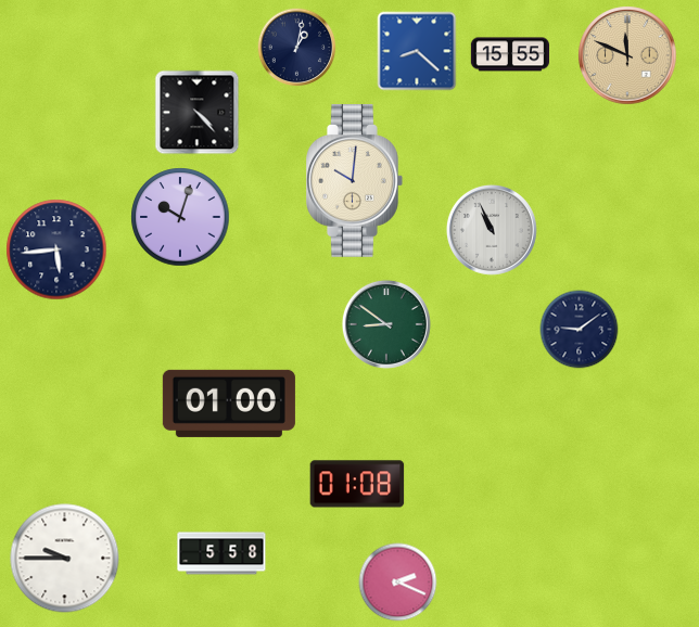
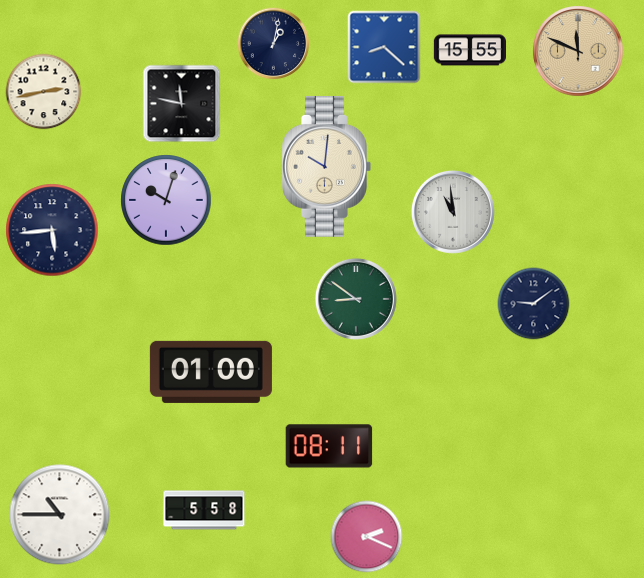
clock at (44, 92): none -> 2:43
clock at (198, 113): 4:23 -> 11:47
clock at (492, 230): 10:56 -> 10:59
clock at (357, 484): 01:08 -> 08:11
clock at (65, 559): 9:45 -> 10:45
